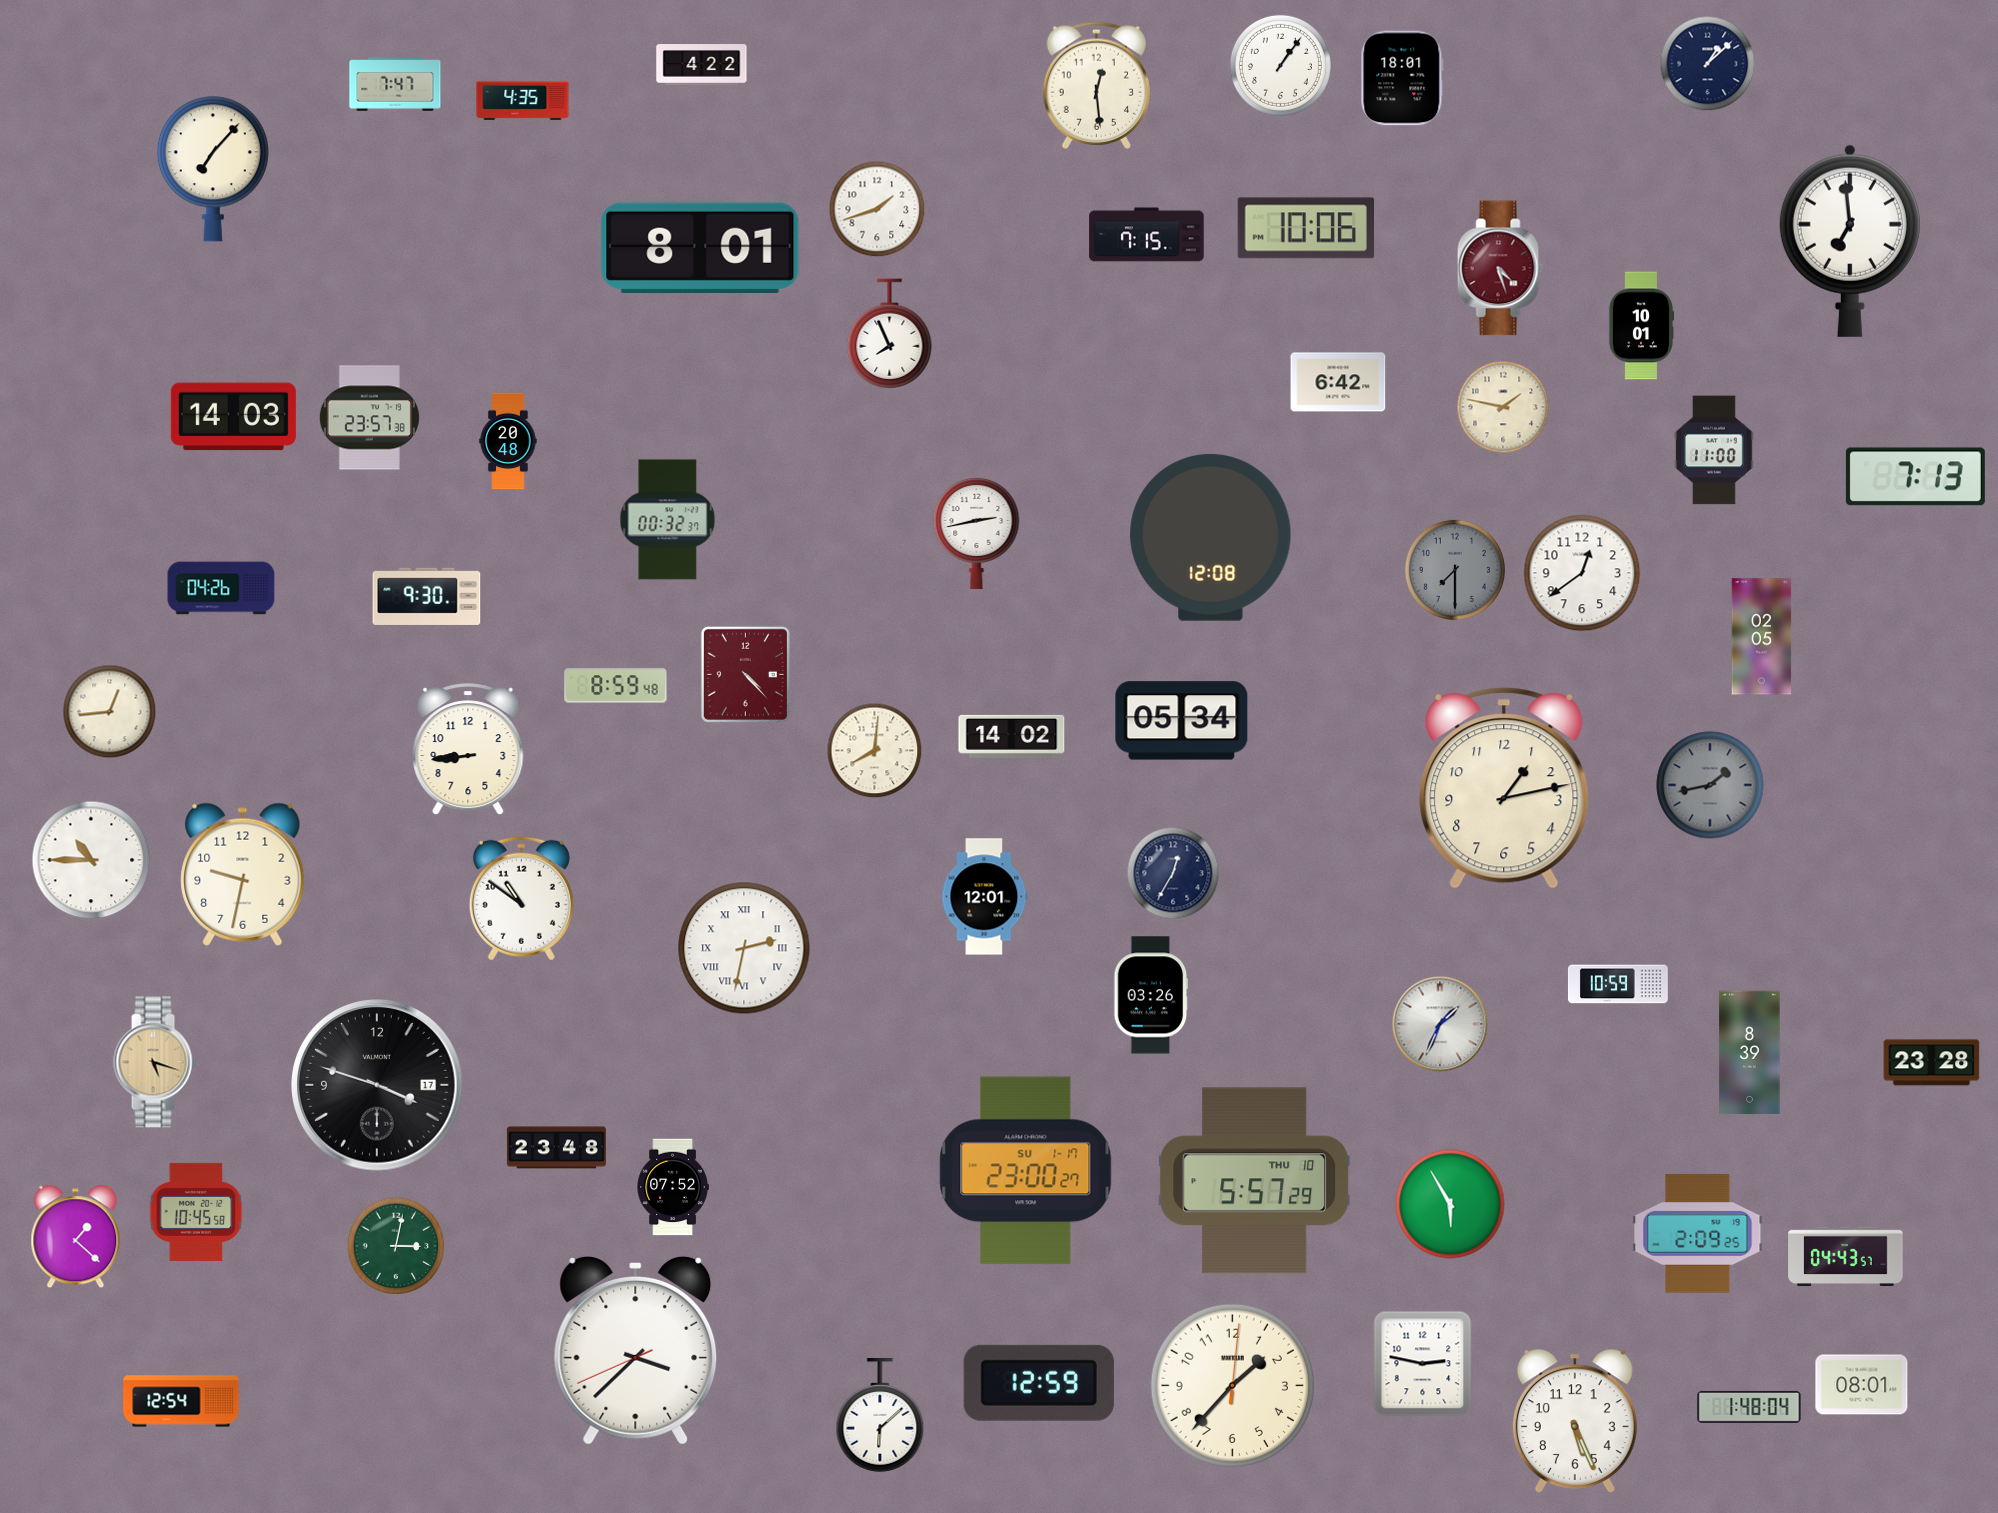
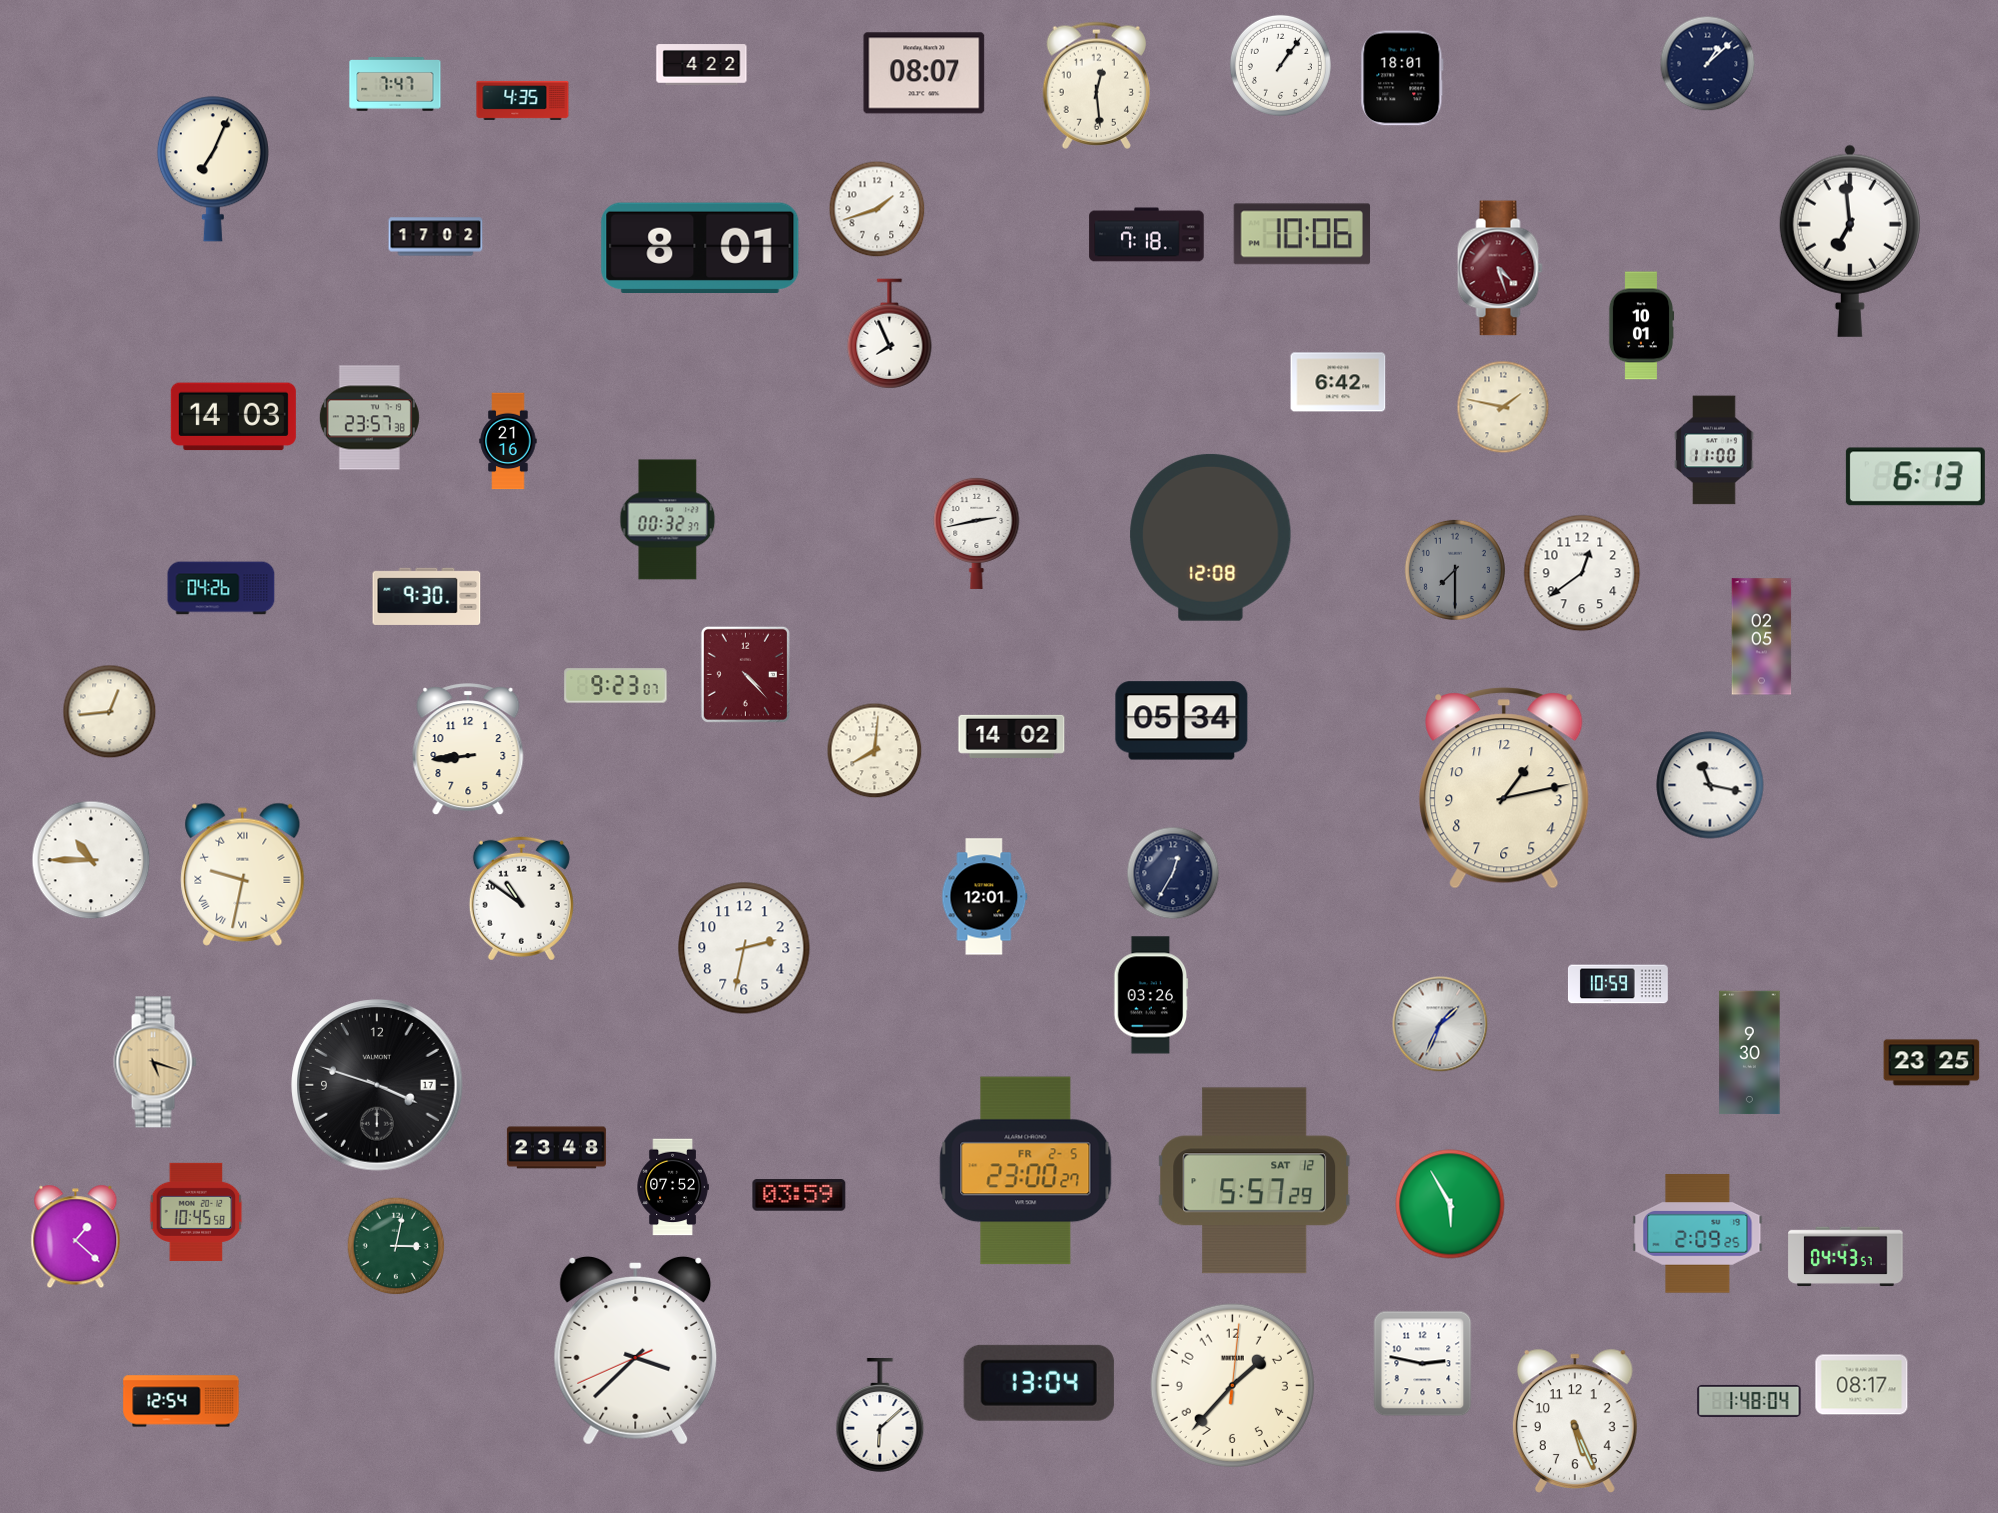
clock at (924, 73): none -> 08:07
clock at (213, 169): 7:07 -> 7:04
clock at (1305, 228) position: (1305, 228) -> (1301, 234)
clock at (1147, 235): 7:15 -> 7:18
clock at (436, 237): none -> 17:02
clock at (508, 441): 20:48 -> 21:16
clock at (1915, 477): 7:13 -> 6:13
clock at (616, 686): 8:59 -> 9:23
clock at (1710, 785): 1:43 -> 11:17
clock at (1710, 785) dial: grey -> white
clock at (243, 874) numerals: Arabic -> Roman
clock at (744, 948) numerals: Roman -> Arabic
clock at (1750, 1053): 8:39 -> 9:30
clock at (1932, 1063): 23:28 -> 23:25
clock at (1026, 1171) date: SU 1-17 -> FR 2-5
clock at (1255, 1181) date: THU 10 -> SAT 12
clock at (799, 1195): none -> 03:59
clock at (1039, 1383): 12:59 -> 13:04
clock at (1862, 1385): 08:01 -> 08:17
clock at (1749, 1407) position: (1749, 1407) -> (1749, 1401)
